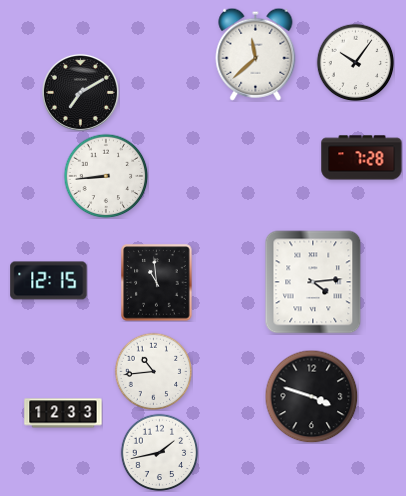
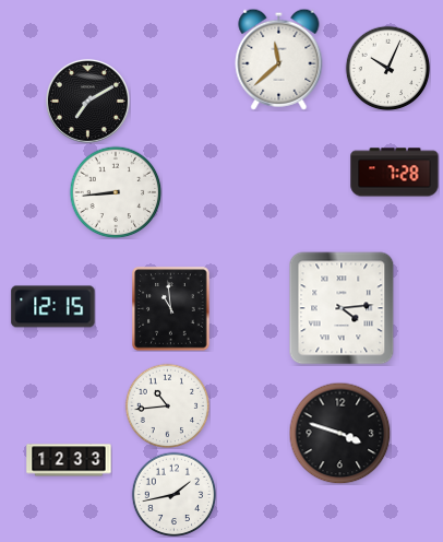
clock at (355, 62): 10:06 -> 10:04
clock at (63, 413) position: (63, 413) -> (69, 460)
